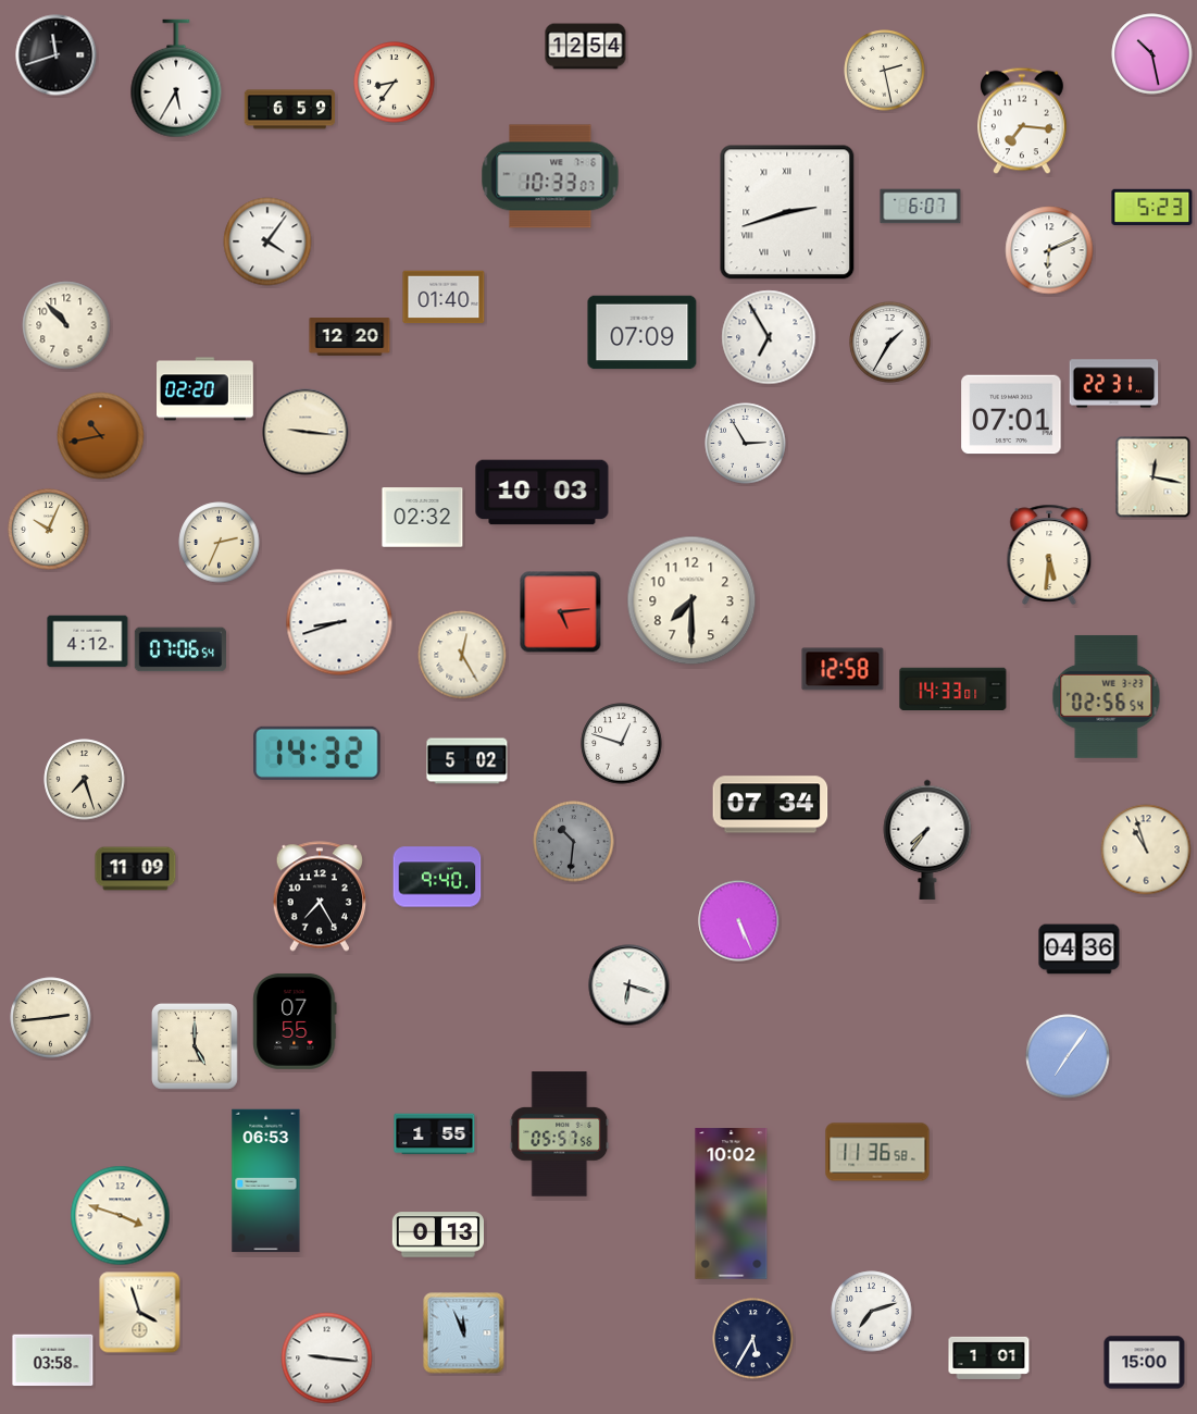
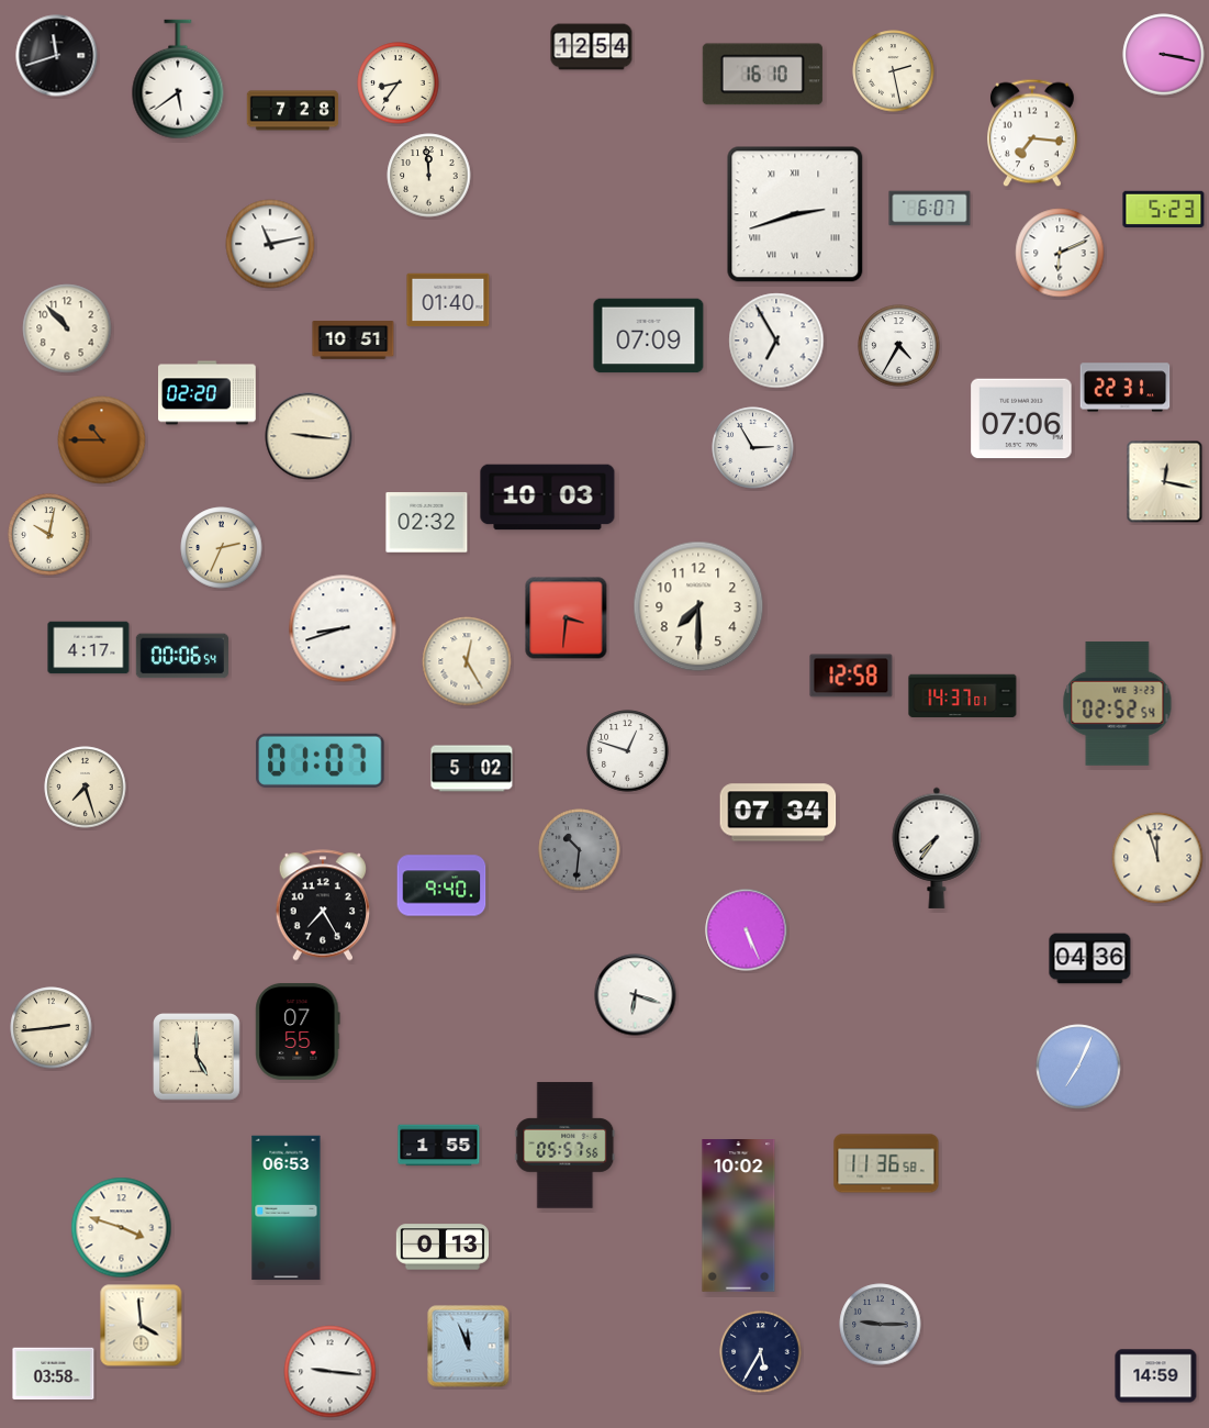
clock at (1152, 54): 10:28 -> 3:17
clock at (762, 75): none -> 16:10
clock at (176, 78): 5:35 -> 5:39
clock at (290, 110): 6:59 -> 7:28
clock at (1023, 121) position: (1023, 121) -> (1033, 133)
clock at (429, 176): none -> 11:59
clock at (550, 176): 10:33 -> none
clock at (267, 241): 4:06 -> 11:13
clock at (350, 337): 12:20 -> 10:51
clock at (890, 343): 1:35 -> 4:35
clock at (1011, 414): 07:01 -> 07:06
clock at (101, 436): 10:43 -> 10:45
clock at (49, 530): 10:04 -> 10:02
clock at (1049, 555): 5:31 -> none
clock at (561, 612): 5:14 -> 3:31
clock at (88, 642): 4:12 -> 4:17
clock at (180, 649): 07:06 -> 00:06
clock at (953, 689): 14:33 -> 14:37
clock at (1107, 696): 02:56 -> 02:52
clock at (317, 753): 14:32 -> 01:07
clock at (1146, 849): 10:57 -> 11:57
clock at (136, 869): 11:09 -> none
clock at (1068, 1056): 7:06 -> 7:04
clock at (266, 1181) position: (266, 1181) -> (287, 1208)
clock at (872, 1312): 7:12 -> 9:15
clock at (872, 1312) dial: white -> grey
clock at (140, 1313): 3:57 -> 3:59
clock at (989, 1357): 1:01 -> none
clock at (1145, 1363): 15:00 -> 14:59
